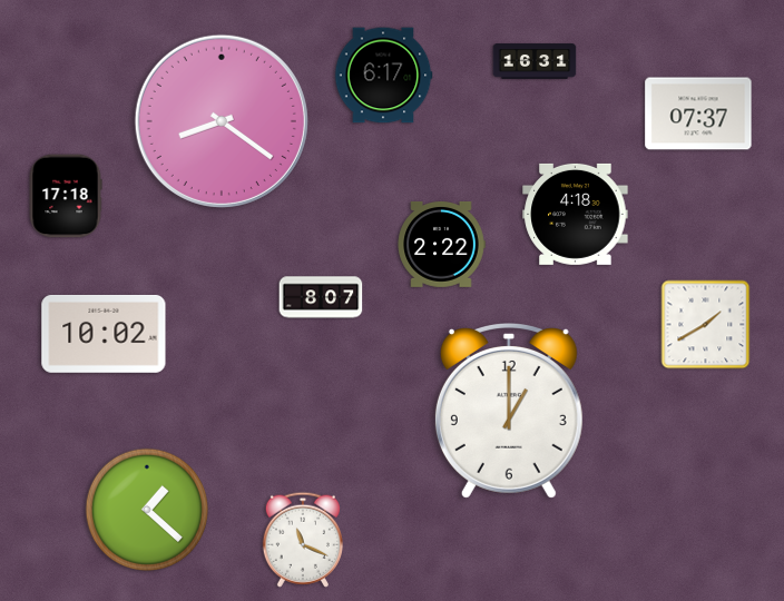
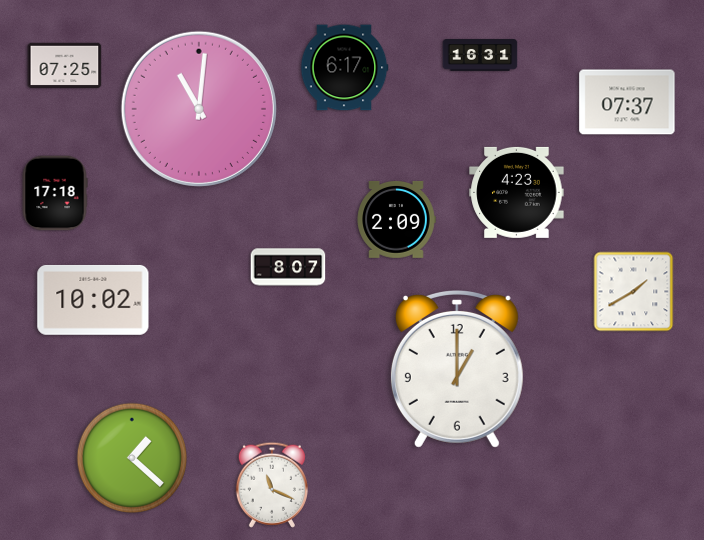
clock at (65, 65): none -> 07:25
clock at (222, 121): 8:21 -> 11:01
clock at (66, 196) position: (66, 196) -> (55, 193)
clock at (576, 214): 4:18 -> 4:23
clock at (441, 244): 2:22 -> 2:09
